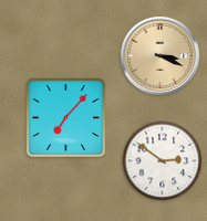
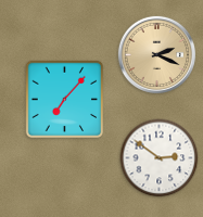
clock at (159, 55): 3:19 -> 2:19
clock at (66, 118) position: (66, 118) -> (65, 100)
